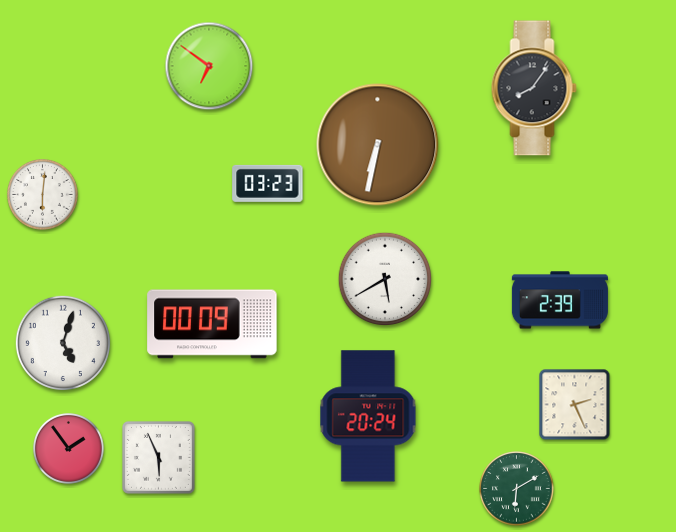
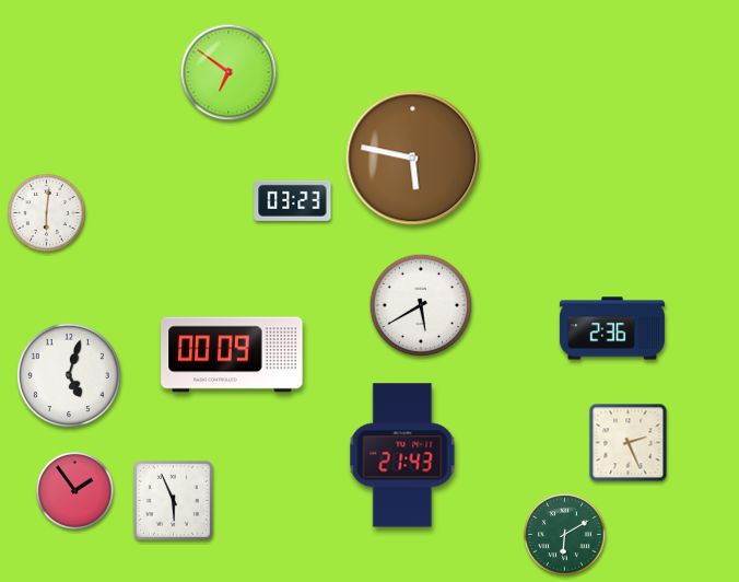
clock at (534, 88): 8:06 -> none
clock at (378, 145): 6:32 -> 5:47
clock at (560, 300): 2:39 -> 2:36
clock at (368, 416): 20:24 -> 21:43
